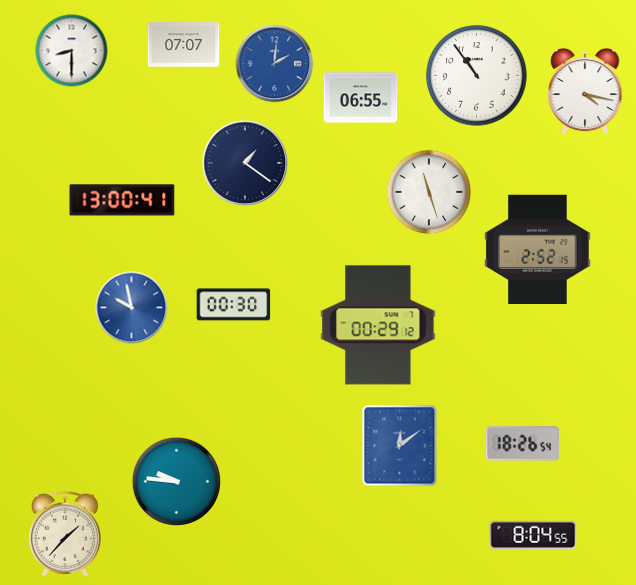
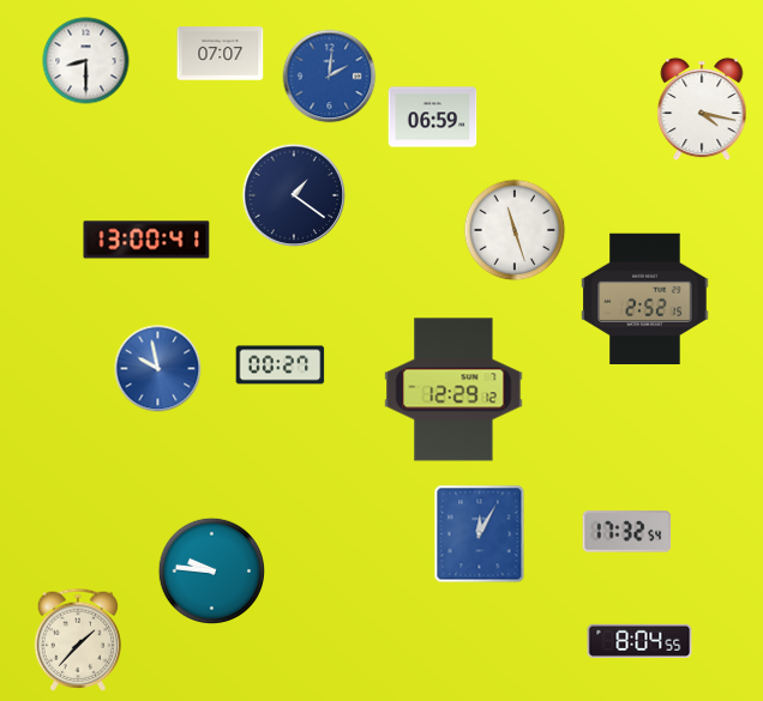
clock at (477, 76): 10:54 -> none
clock at (361, 98): 06:55 -> 06:59
clock at (234, 305): 00:30 -> 00:27
clock at (378, 325): 00:29 -> 12:29
clock at (523, 444): 18:26 -> 17:32
clock at (400, 446): 12:09 -> 12:05
clock at (176, 481) position: (176, 481) -> (211, 570)
